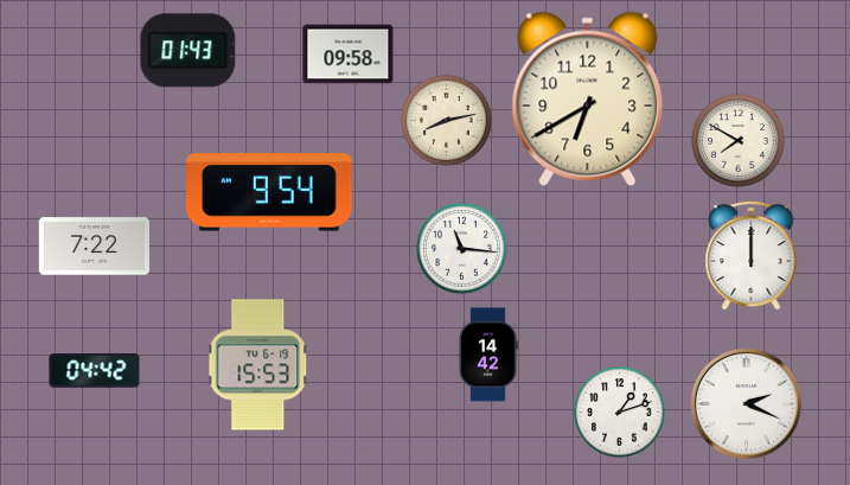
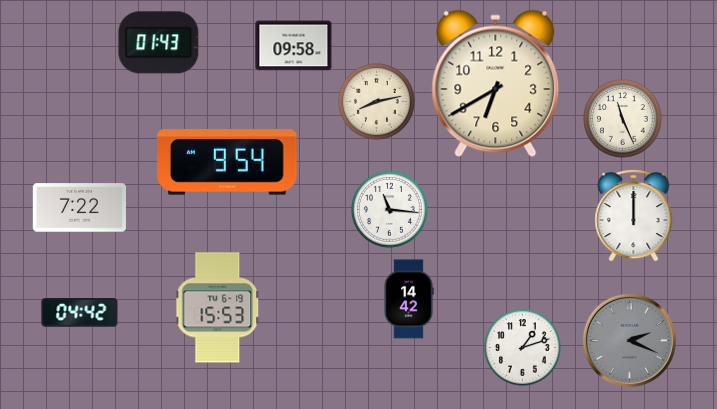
clock at (739, 141): 7:50 -> 11:26
clock at (488, 355) position: (488, 355) -> (409, 299)
clock at (746, 403) dial: white -> grey
